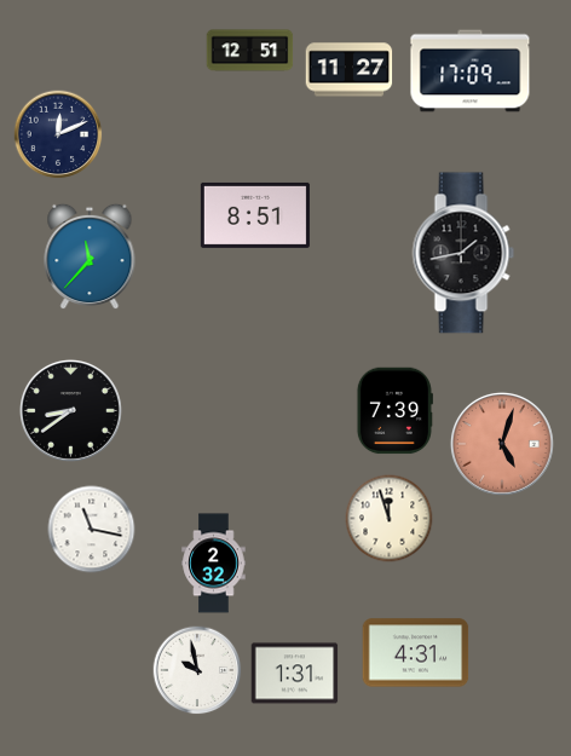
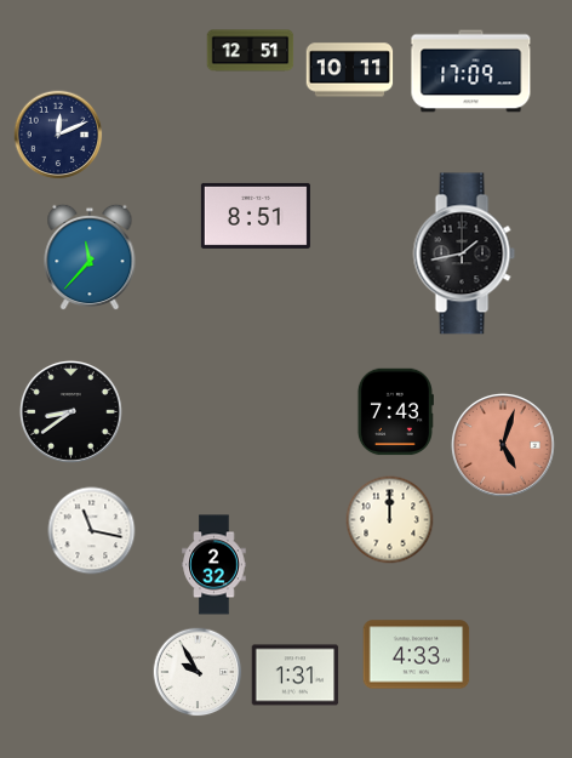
clock at (350, 70): 11:27 -> 10:11
clock at (394, 411): 7:39 -> 7:43
clock at (390, 519): 11:57 -> 12:00
clock at (416, 653): 4:31 -> 4:33
clock at (197, 670): 9:58 -> 9:55
